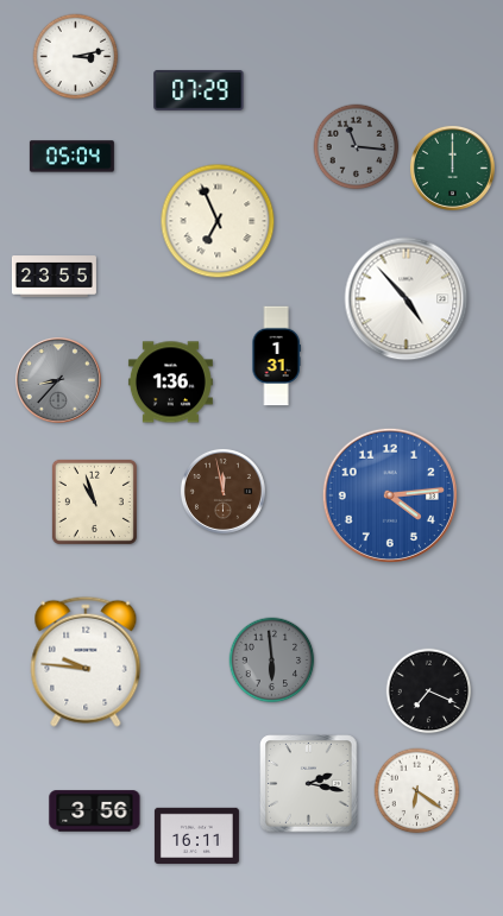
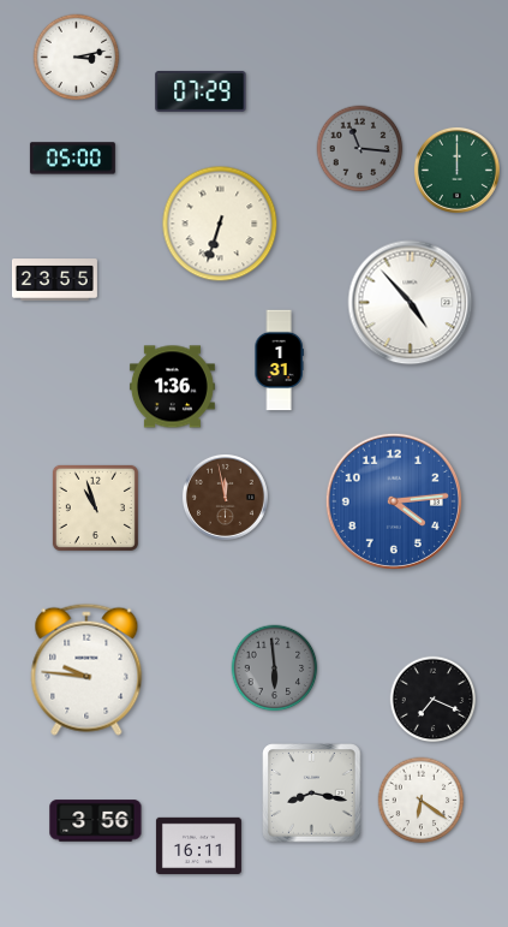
clock at (71, 157): 05:04 -> 05:00
clock at (218, 221): 6:56 -> 6:33
clock at (58, 380): 8:37 -> none
clock at (309, 784): 2:17 -> 8:17
